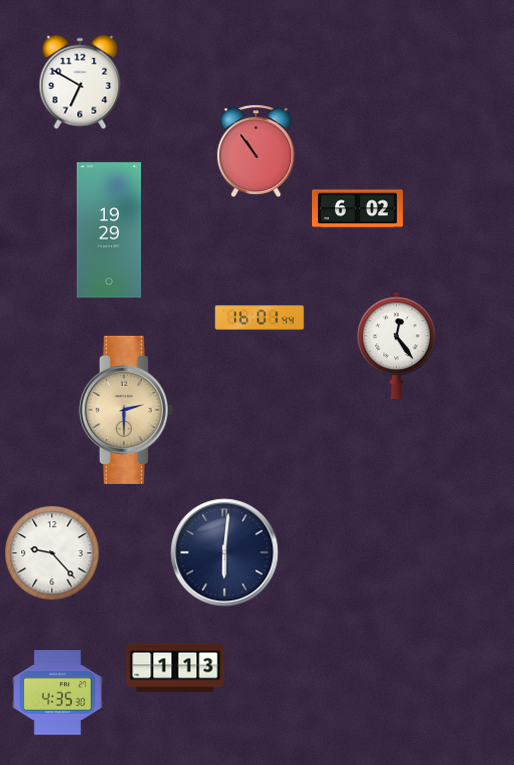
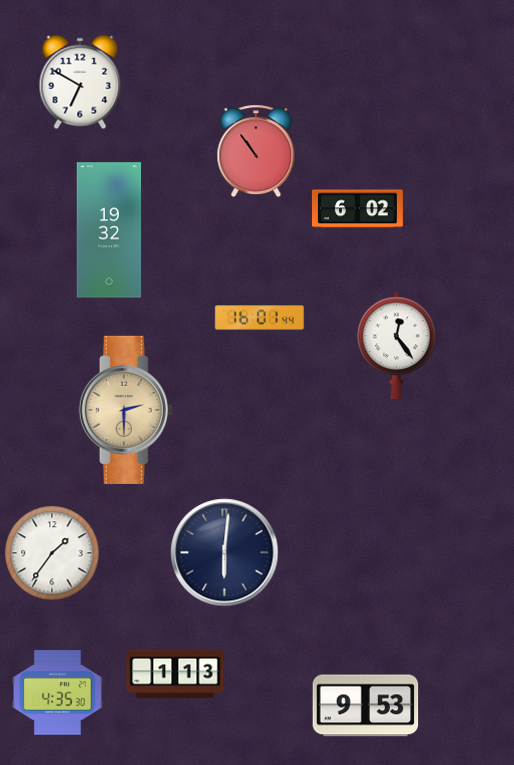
clock at (109, 230): 19:29 -> 19:32
clock at (52, 553): 9:23 -> 1:36
clock at (175, 668) position: (175, 668) -> (175, 674)
clock at (366, 706): none -> 9:53
